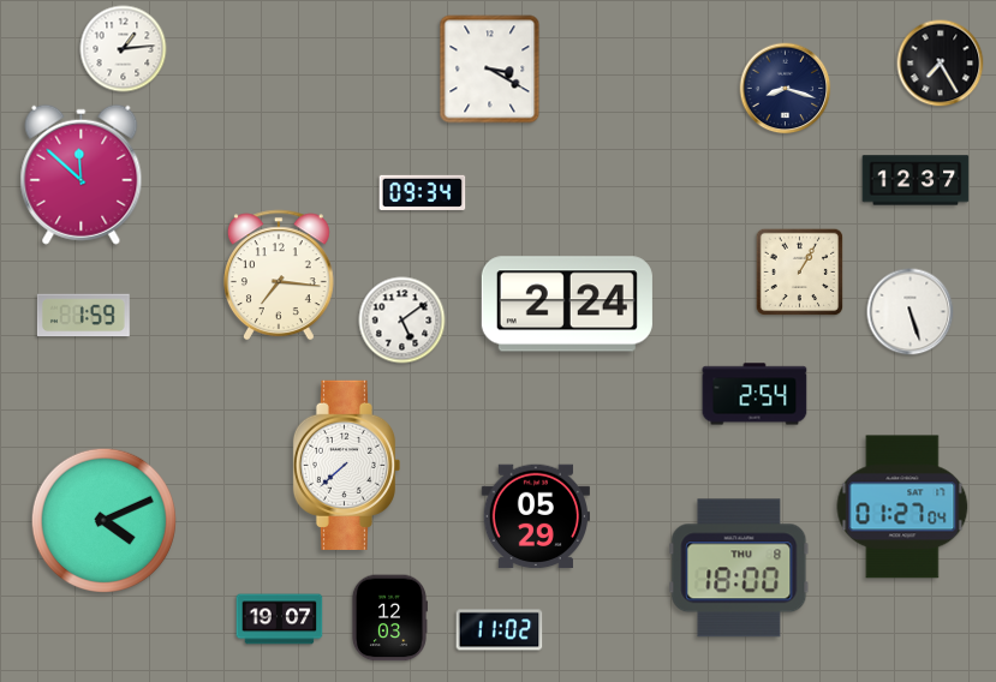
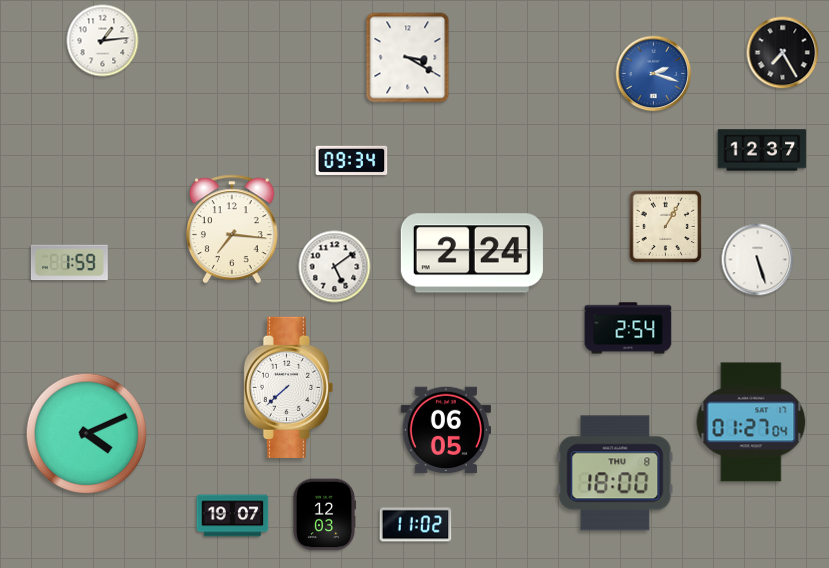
clock at (786, 89): 8:18 -> 2:18
clock at (786, 89) dial: navy -> blue
clock at (82, 174): 11:52 -> none
clock at (535, 516): 05:29 -> 06:05
